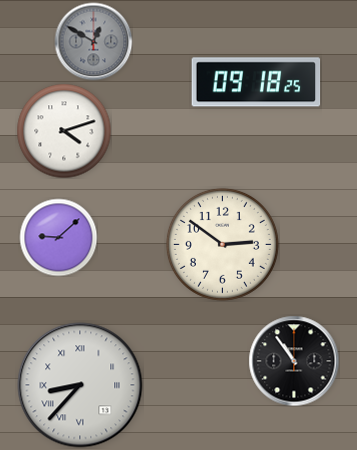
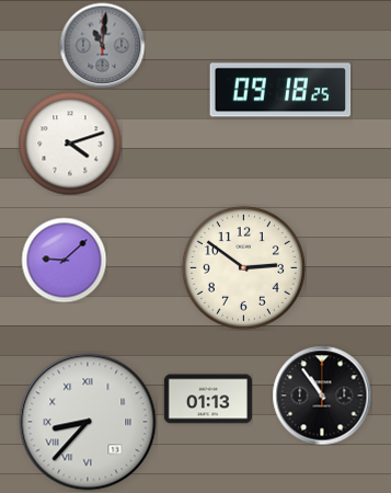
clock at (93, 41): 12:50 -> 11:01
clock at (208, 399): none -> 01:13
